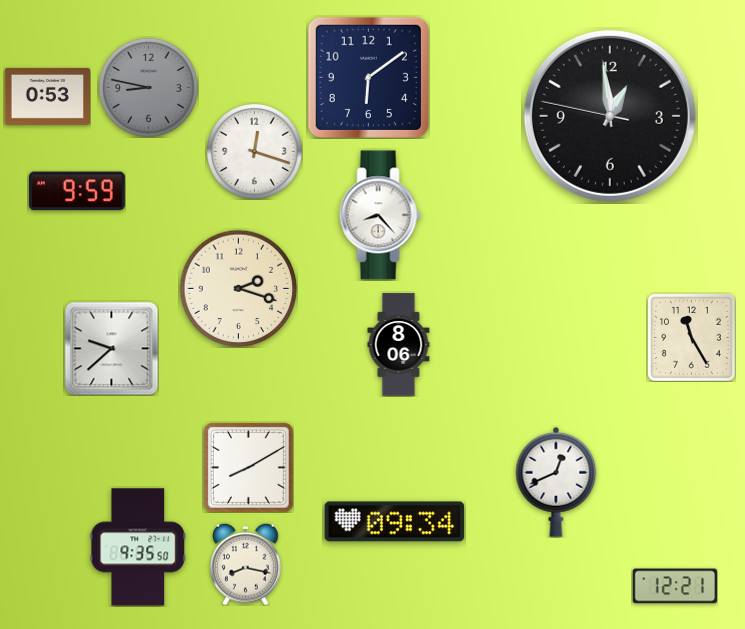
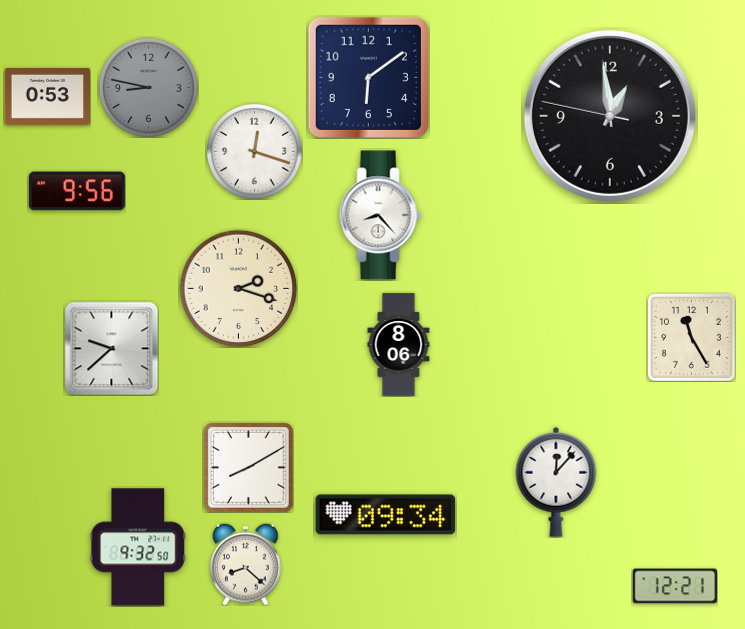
clock at (77, 191): 9:59 -> 9:56
clock at (556, 482): 12:41 -> 12:07
clock at (395, 522) position: (395, 522) -> (386, 515)
clock at (138, 547): 9:35 -> 9:32
clock at (246, 564): 8:17 -> 8:22
